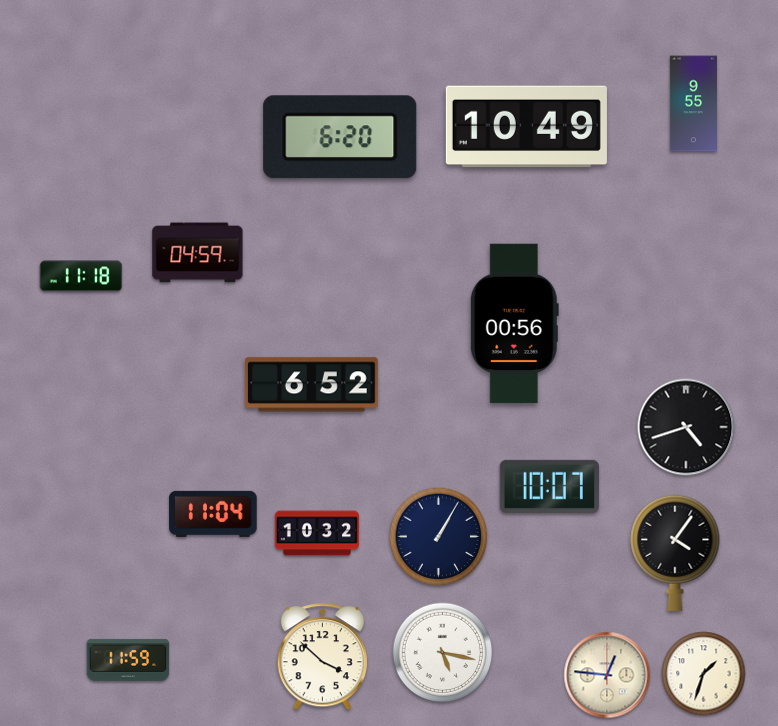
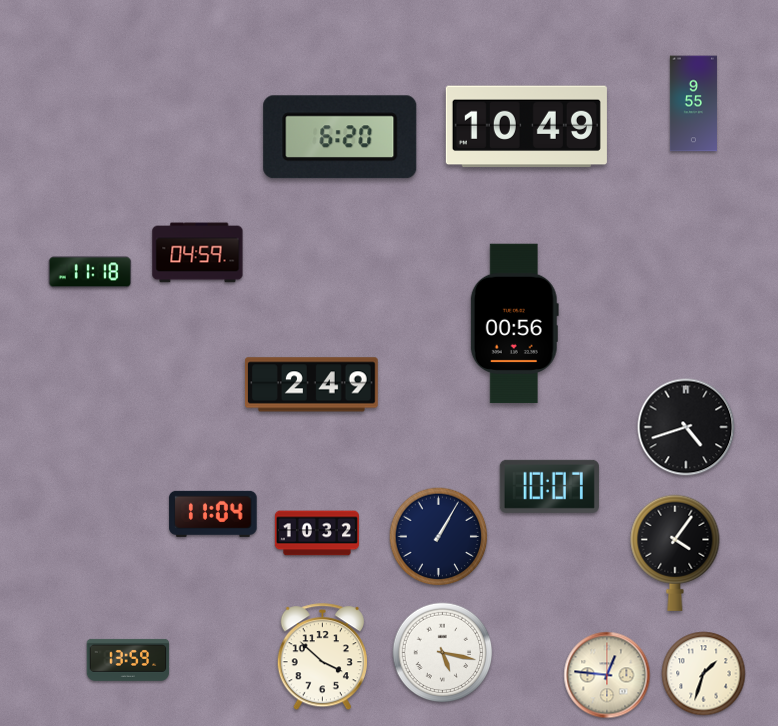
clock at (81, 276) position: (81, 276) -> (90, 272)
clock at (311, 385): 6:52 -> 2:49
clock at (128, 660): 11:59 -> 13:59
